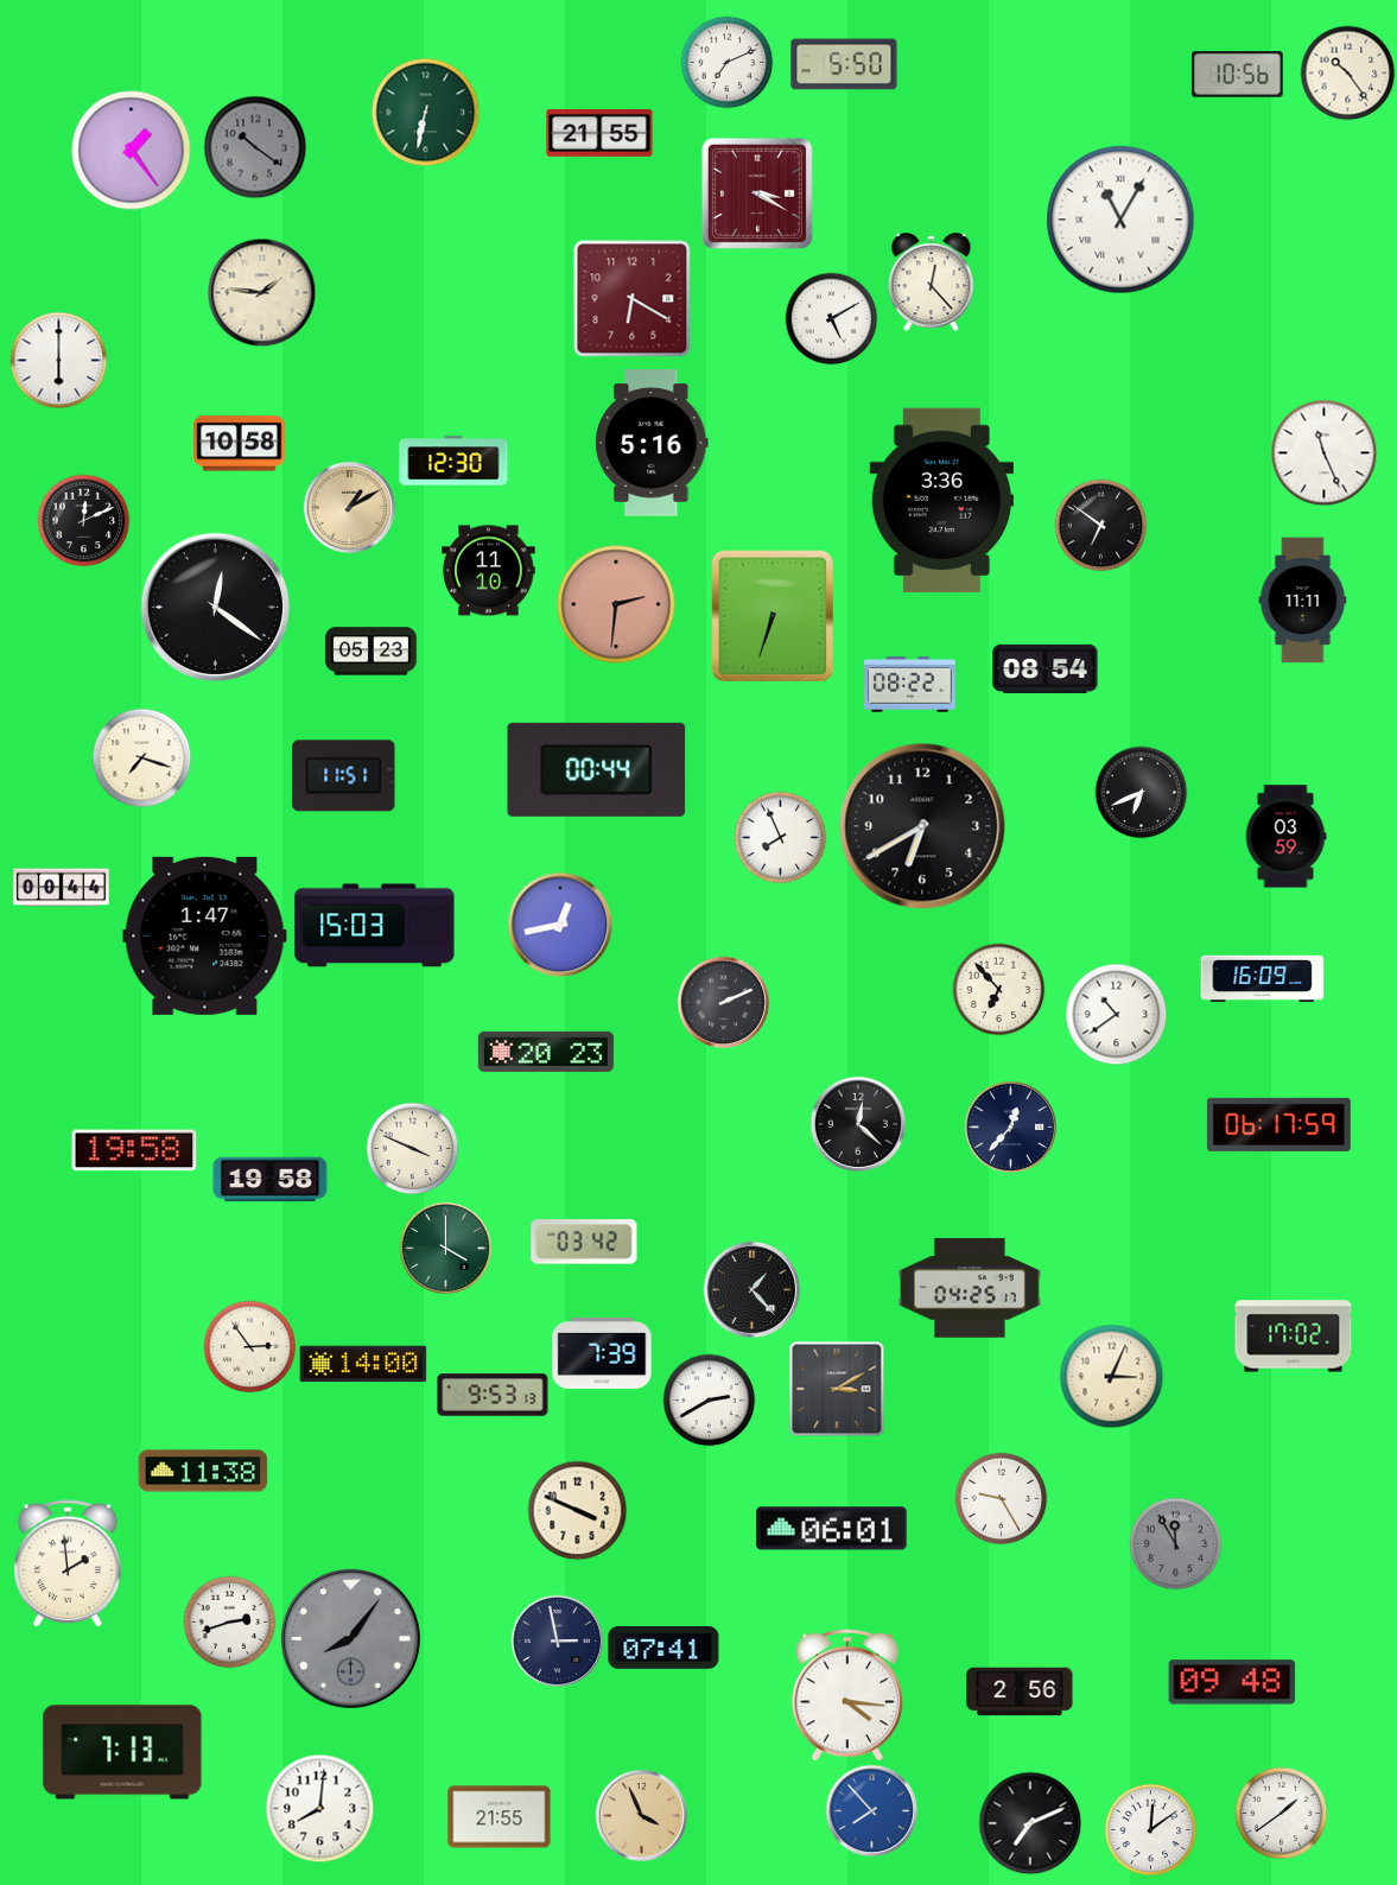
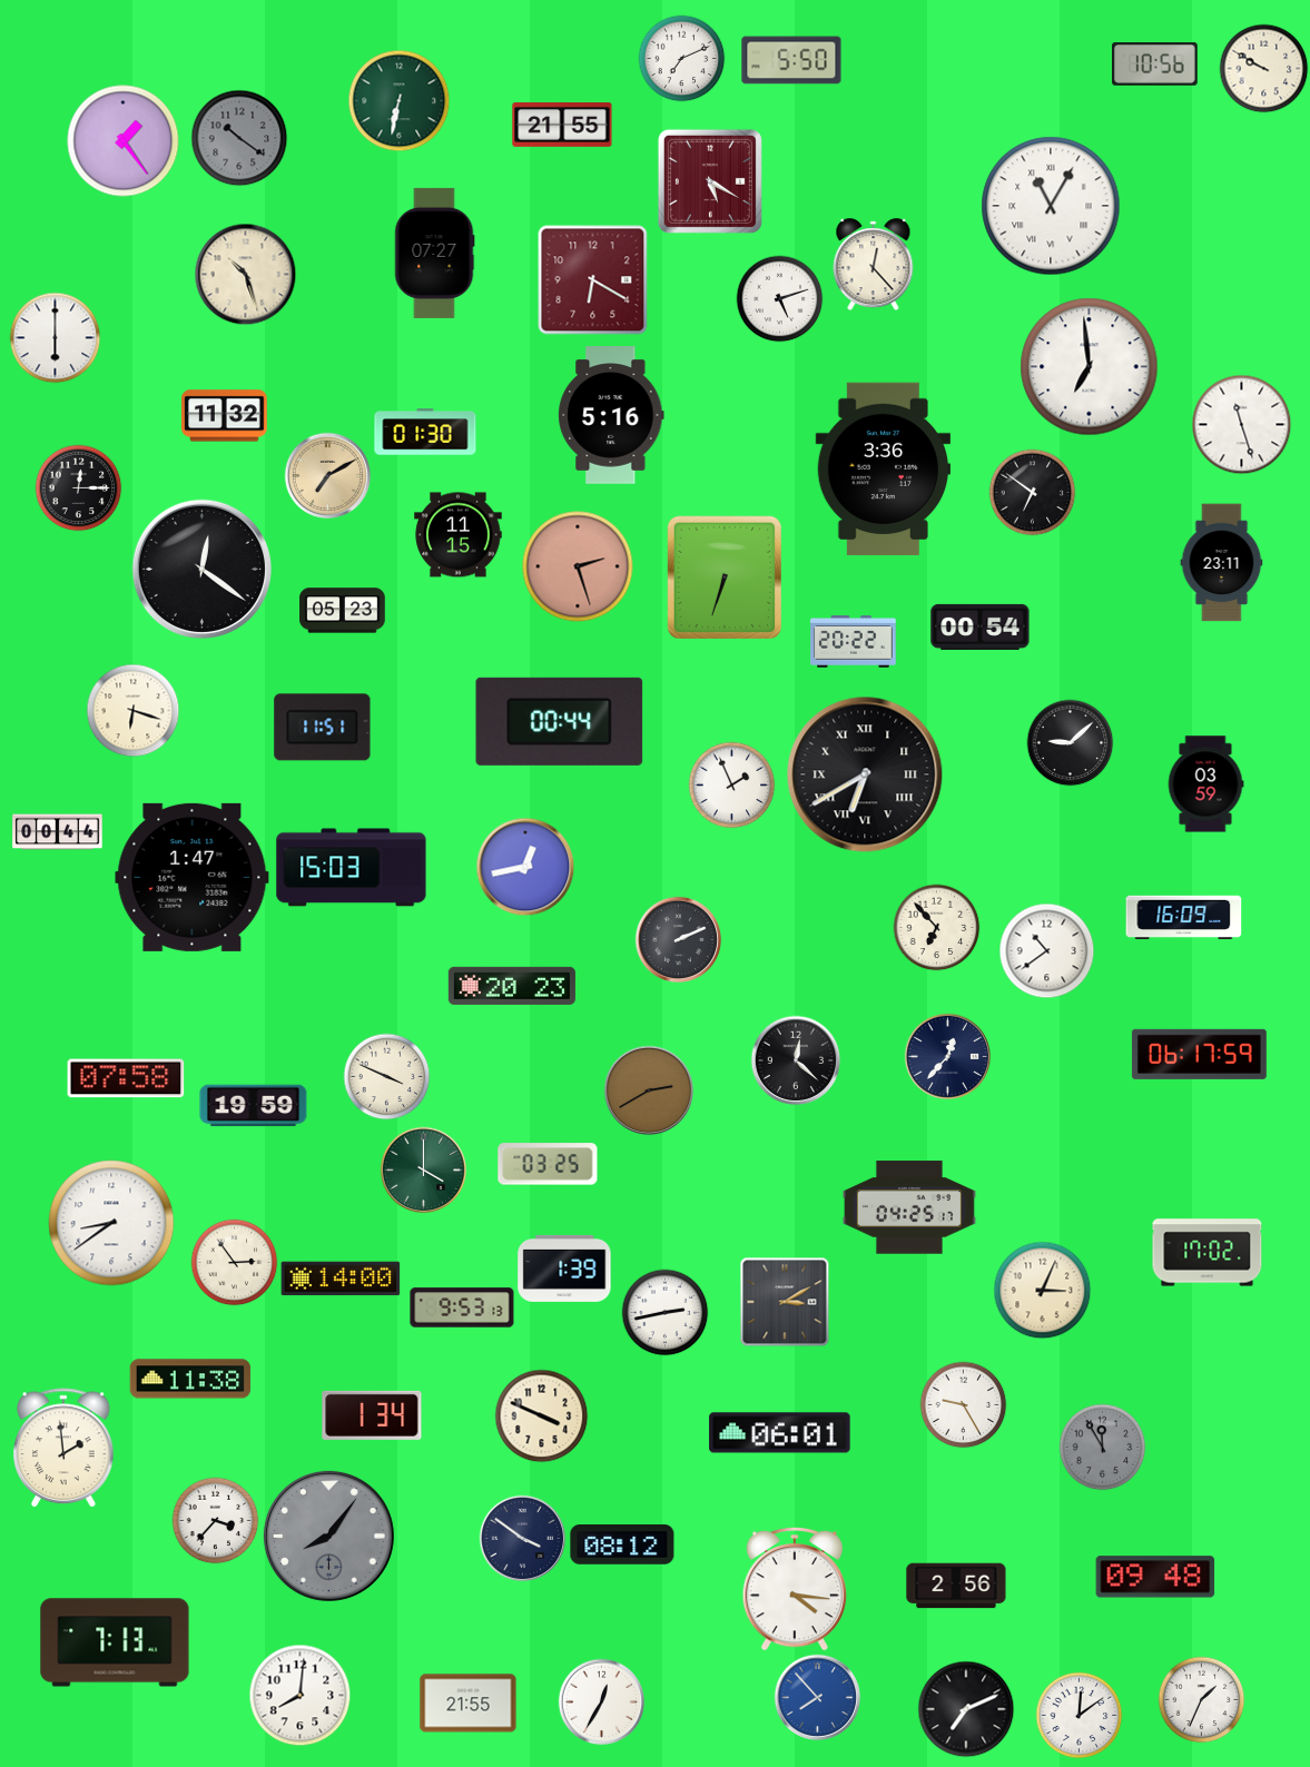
clock at (1347, 72): 10:24 -> 9:50
clock at (1238, 75) position: (1238, 75) -> (1155, 65)
clock at (425, 112) position: (425, 112) -> (398, 100)
clock at (757, 193): 3:20 -> 5:20
clock at (434, 253): none -> 07:27
clock at (261, 292): 1:46 -> 10:27
clock at (831, 318): 5:10 -> 5:12
clock at (1090, 367): none -> 6:59
clock at (240, 444): 10:58 -> 11:32
clock at (1323, 452): 11:26 -> 11:27
clock at (453, 461): 12:30 -> 01:30
clock at (349, 507): 1:10 -> 7:10
clock at (83, 520): 12:11 -> 12:15
clock at (489, 571): 11:10 -> 11:15
clock at (1303, 601): 11:11 -> 23:11
clock at (616, 604): 2:31 -> 2:27
clock at (372, 652) position: (372, 652) -> (343, 611)
clock at (1046, 668): 08:54 -> 00:54
clock at (910, 685): 08:22 -> 20:22
clock at (141, 757): 7:18 -> 6:18
clock at (1141, 792): 6:41 -> 9:08
clock at (922, 826) numerals: Arabic -> Roman
clock at (780, 837): 7:56 -> 1:56
clock at (858, 1124) position: (858, 1124) -> (796, 1060)
clock at (134, 1150): 19:58 -> 07:58
clock at (649, 1090): none -> 2:40
clock at (271, 1180): 19:58 -> 19:59
clock at (584, 1242): 03:42 -> 03:25
clock at (445, 1248) position: (445, 1248) -> (423, 1169)
clock at (751, 1289): 1:23 -> none
clock at (111, 1223): none -> 8:39
clock at (1294, 1337) position: (1294, 1337) -> (1208, 1253)
clock at (602, 1353): 7:39 -> 1:39
clock at (709, 1400): 2:40 -> 2:43
clock at (1001, 1498) position: (1001, 1498) -> (963, 1404)
clock at (372, 1415): none -> 1:34
clock at (69, 1563) position: (69, 1563) -> (65, 1448)
clock at (229, 1621): 2:42 -> 3:37
clock at (557, 1640): 2:58 -> 3:51
clock at (663, 1649): 07:41 -> 08:12
clock at (1281, 1813): 1:39 -> 1:34
clock at (641, 1815): 3:56 -> 12:35
clock at (641, 1815) dial: champagne -> white
